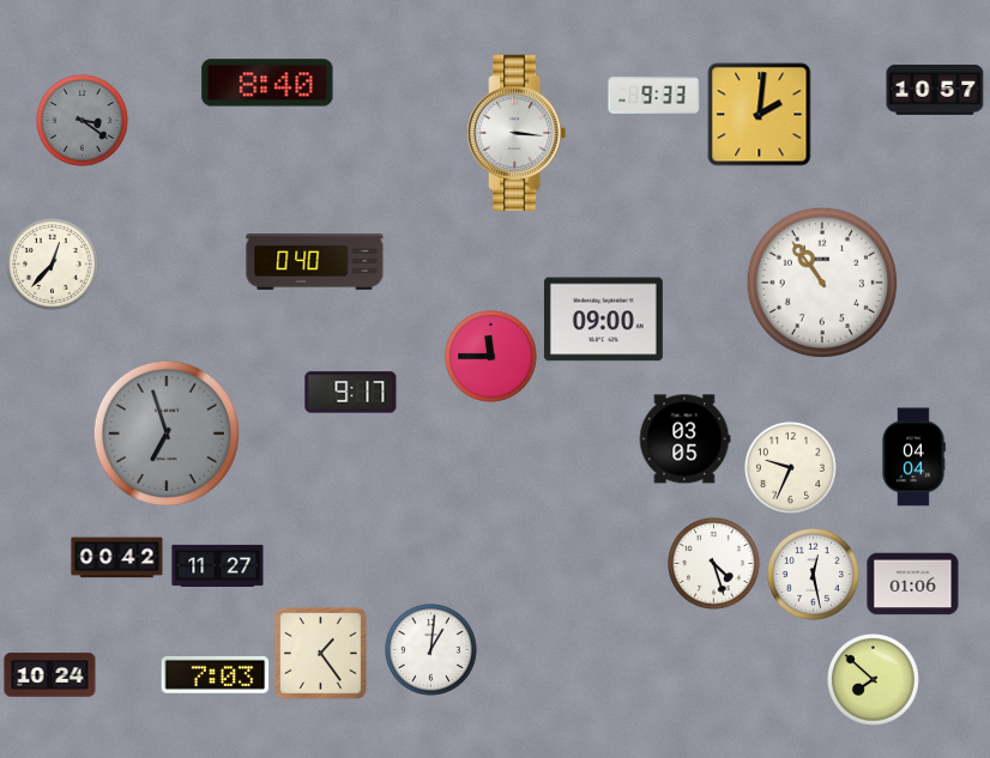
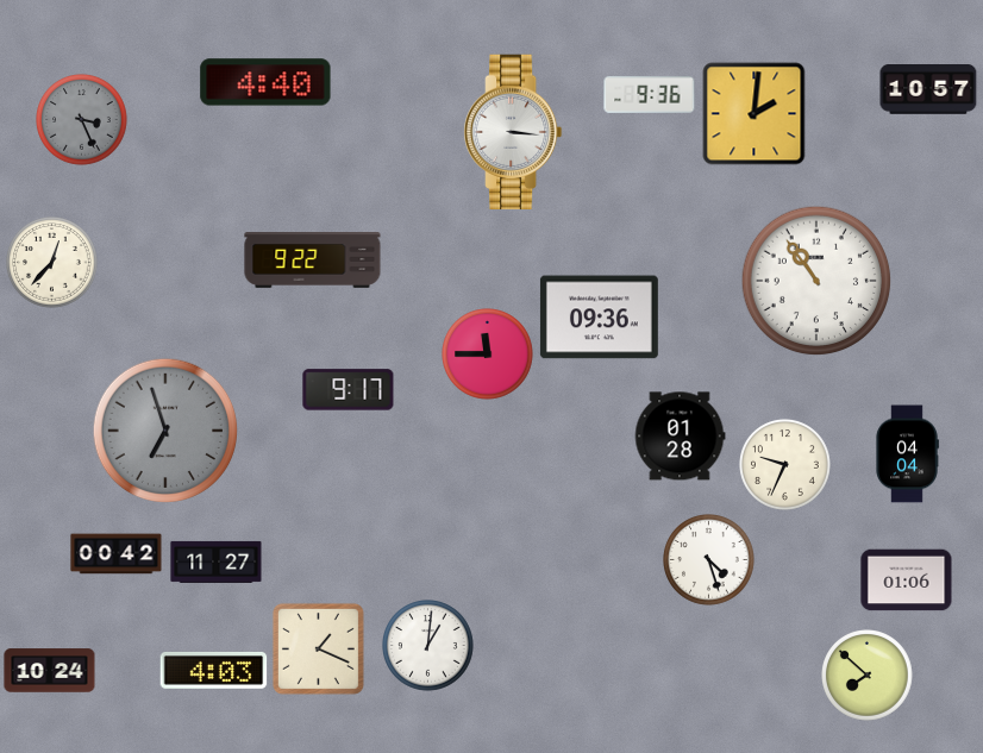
clock at (267, 83): 8:40 -> 4:40
clock at (654, 95): 9:33 -> 9:36
clock at (83, 121): 3:21 -> 3:26
clock at (315, 262): 0:40 -> 9:22
clock at (603, 320): 09:00 -> 09:36
clock at (684, 439): 03:05 -> 01:28
clock at (814, 575): 12:28 -> none
clock at (320, 653): 1:24 -> 1:19
clock at (216, 674): 7:03 -> 4:03
